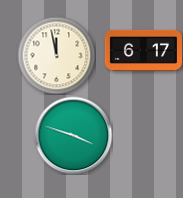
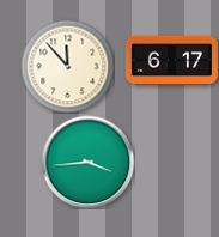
clock at (56, 55): 11:58 -> 11:53
clock at (73, 135): 3:48 -> 3:44
